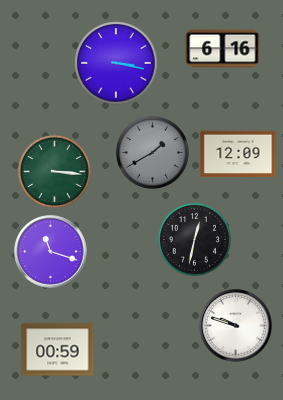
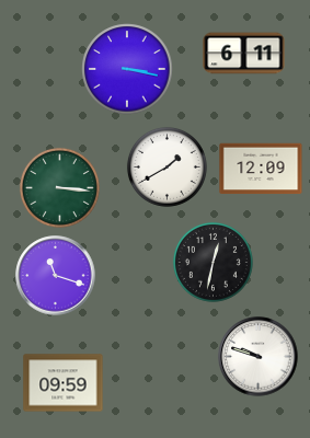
clock at (223, 49): 6:16 -> 6:11
clock at (152, 152) dial: grey -> white
clock at (58, 350): 00:59 -> 09:59
